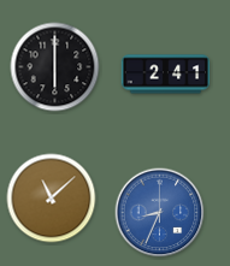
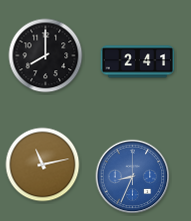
clock at (55, 67): 6:00 -> 8:00
clock at (52, 199): 11:08 -> 11:13
